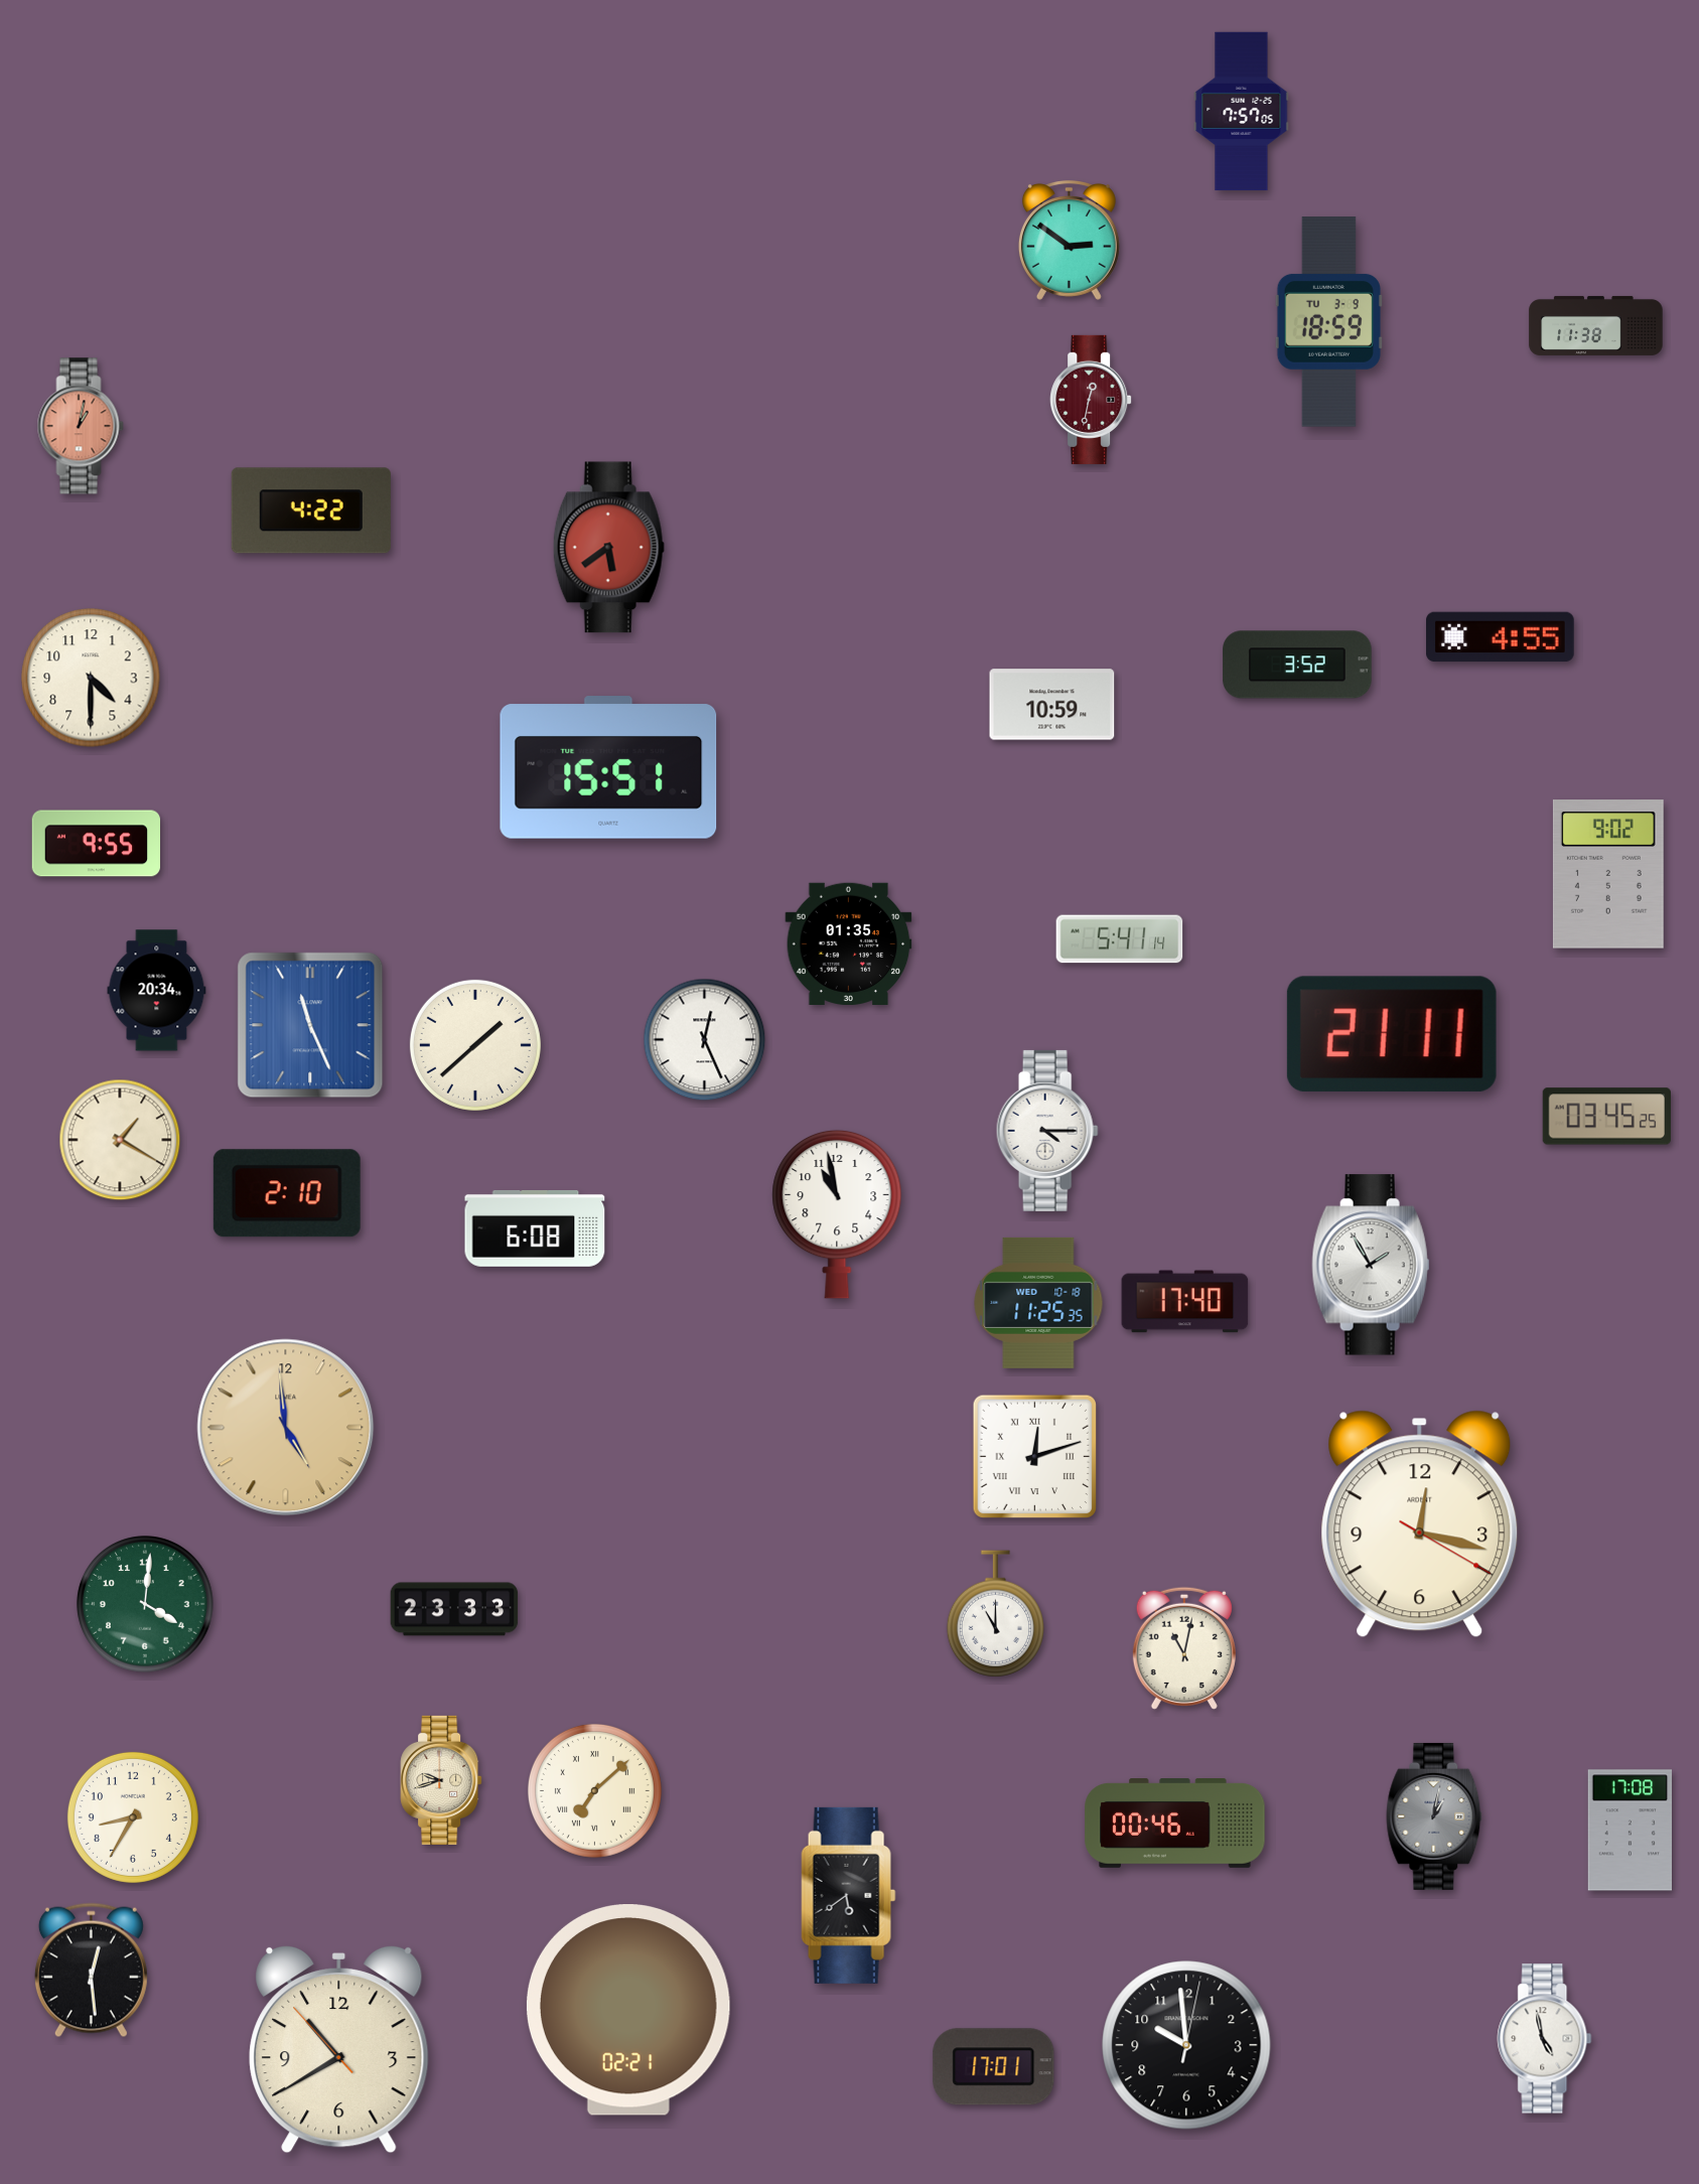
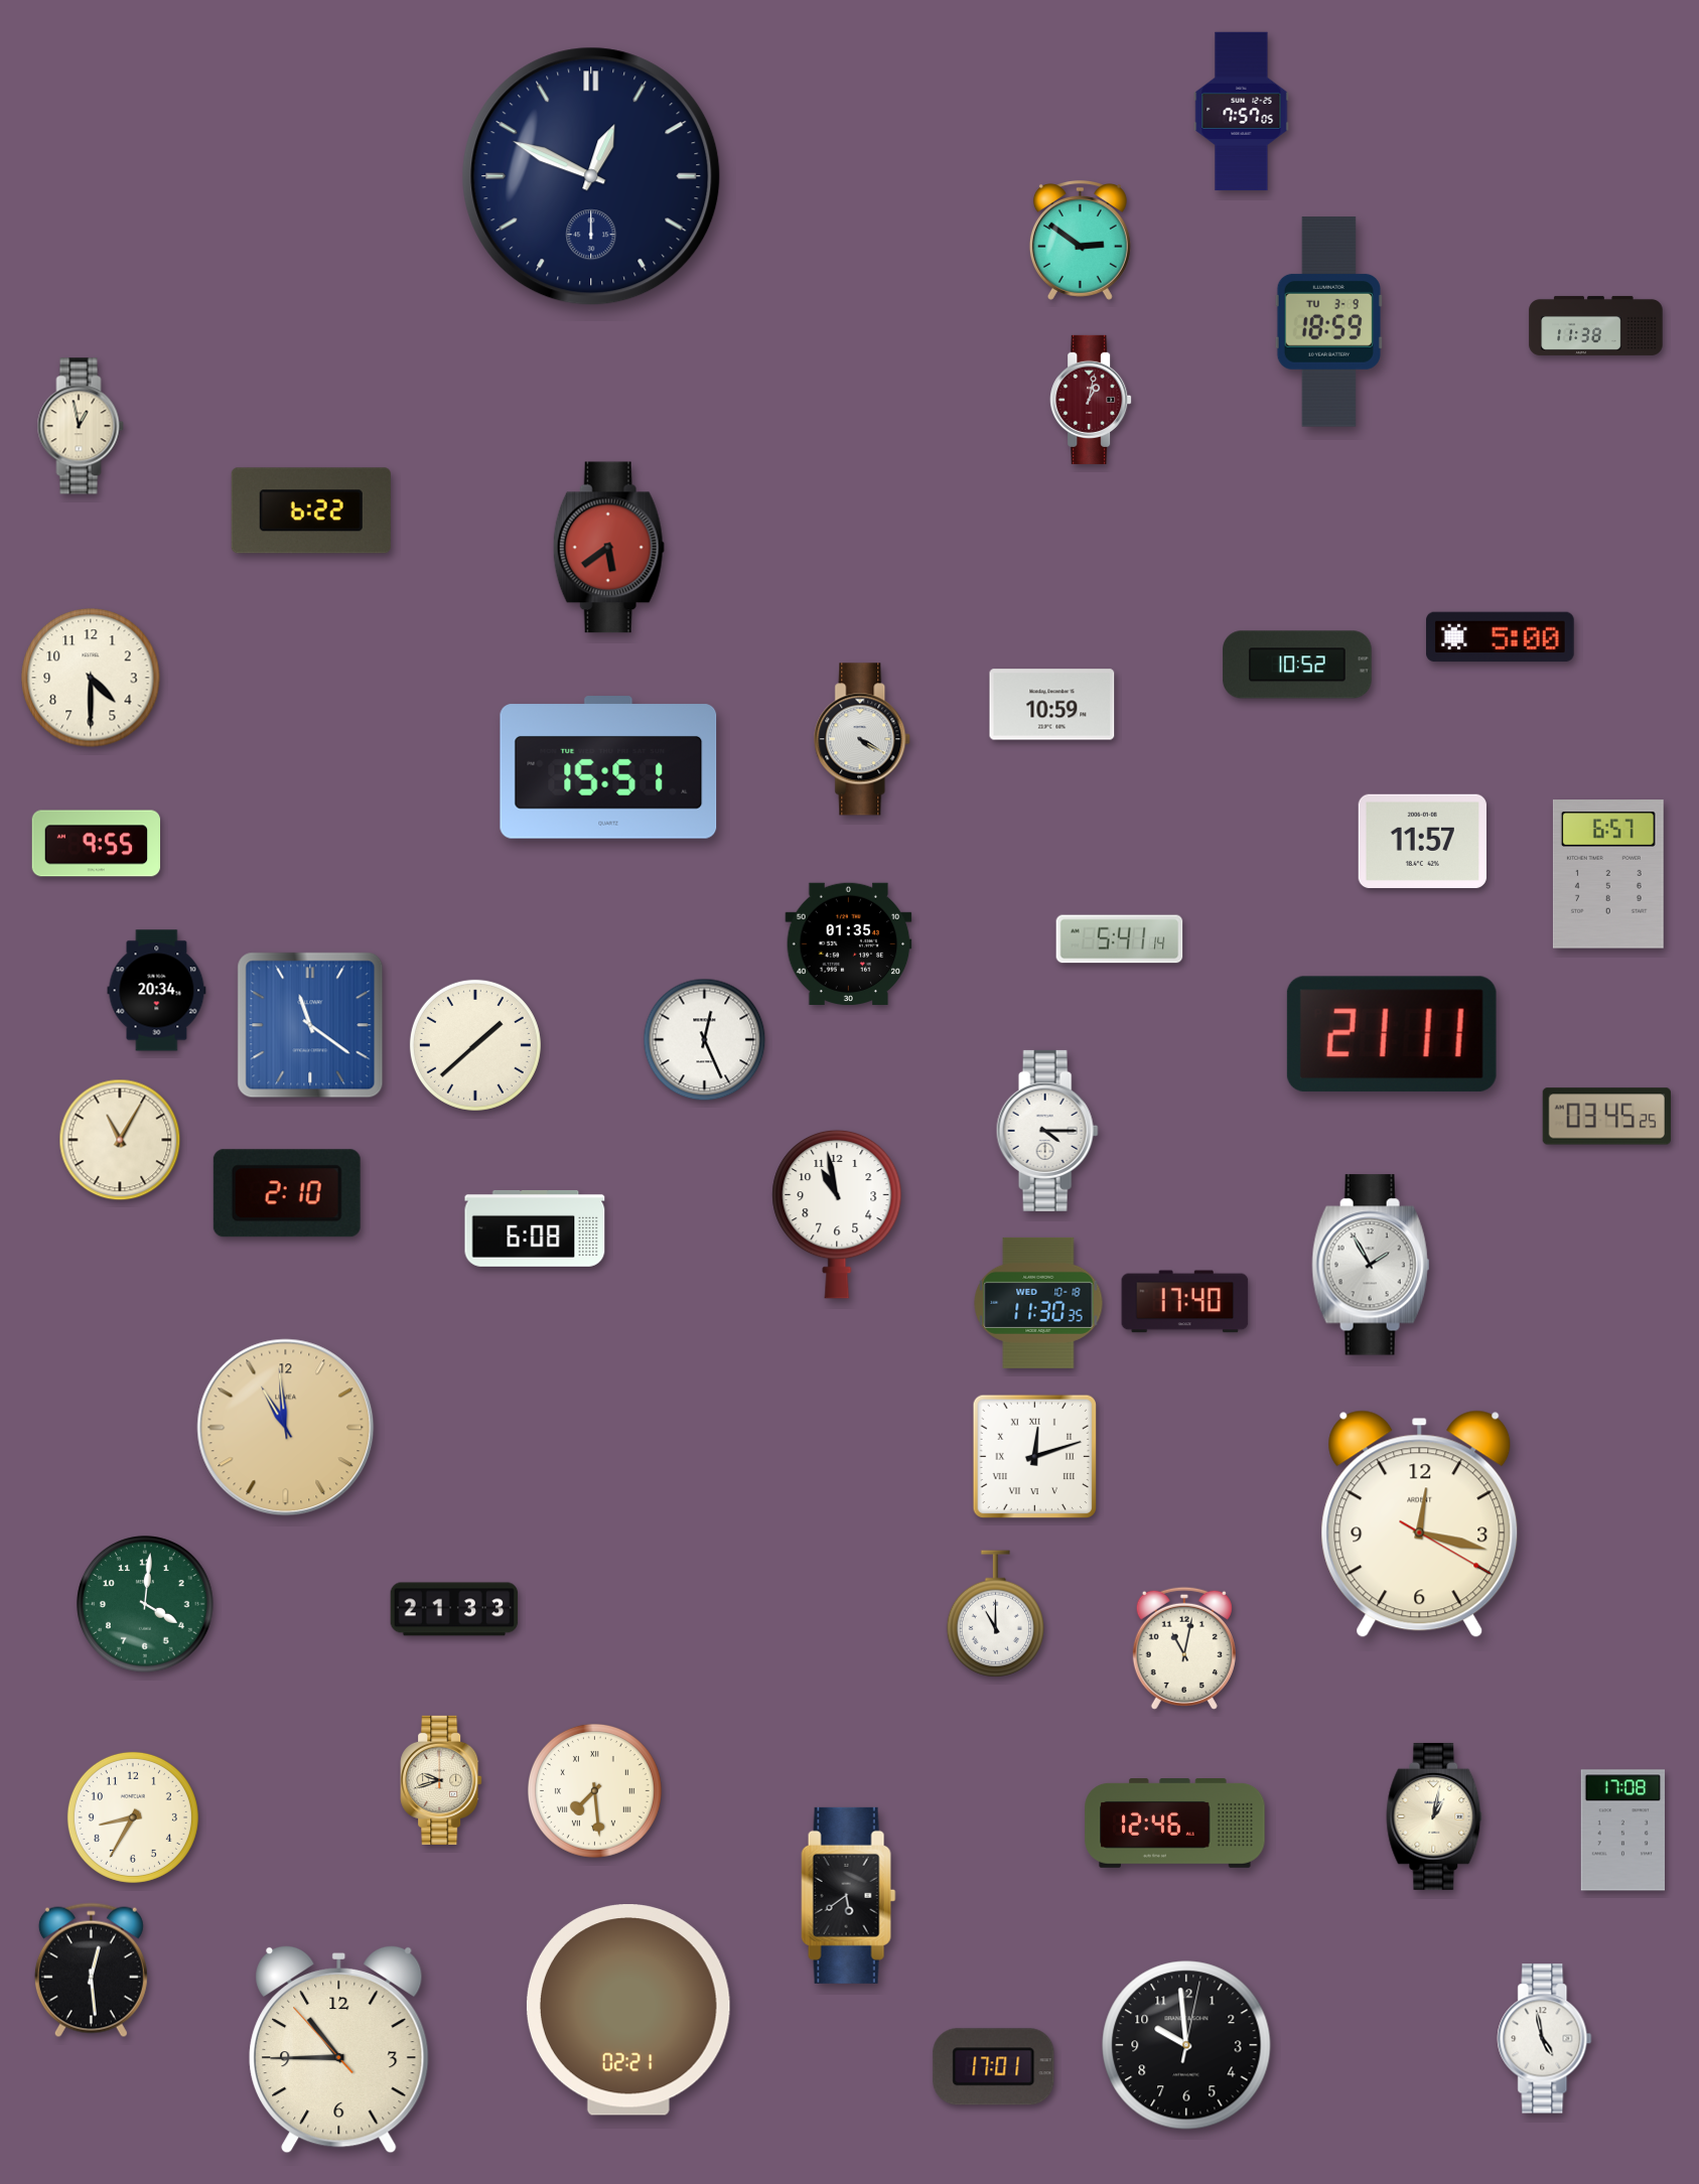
clock at (591, 176): none -> 12:49
clock at (1069, 240) position: (1069, 240) -> (1080, 240)
clock at (1091, 400): 12:32 -> 1:02
clock at (81, 426): 1:02 -> 12:58
clock at (81, 426) dial: salmon -> cream
clock at (311, 511): 4:22 -> 6:22
clock at (1501, 637): 4:55 -> 5:00
clock at (1297, 665): 3:52 -> 10:52
clock at (863, 739): none -> 4:20
clock at (1422, 841): none -> 11:57
clock at (1608, 874): 9:02 -> 6:57
clock at (310, 1025): 11:26 -> 11:21
clock at (120, 1140): 1:20 -> 11:05
clock at (1038, 1303): 11:25 -> 11:30
clock at (286, 1428): 4:59 -> 10:59
clock at (454, 1609): 23:33 -> 21:33
clock at (594, 1790): 7:08 -> 7:29
clock at (1434, 1816) dial: grey -> cream
clock at (1175, 1824): 00:46 -> 12:46
clock at (1630, 1831) position: (1630, 1831) -> (1622, 1831)
clock at (339, 2049): 10:39 -> 10:44
